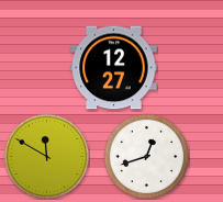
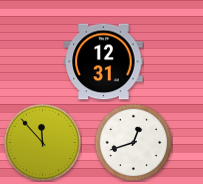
clock at (114, 68): 12:27 -> 12:31
clock at (46, 156): 11:50 -> 11:53
